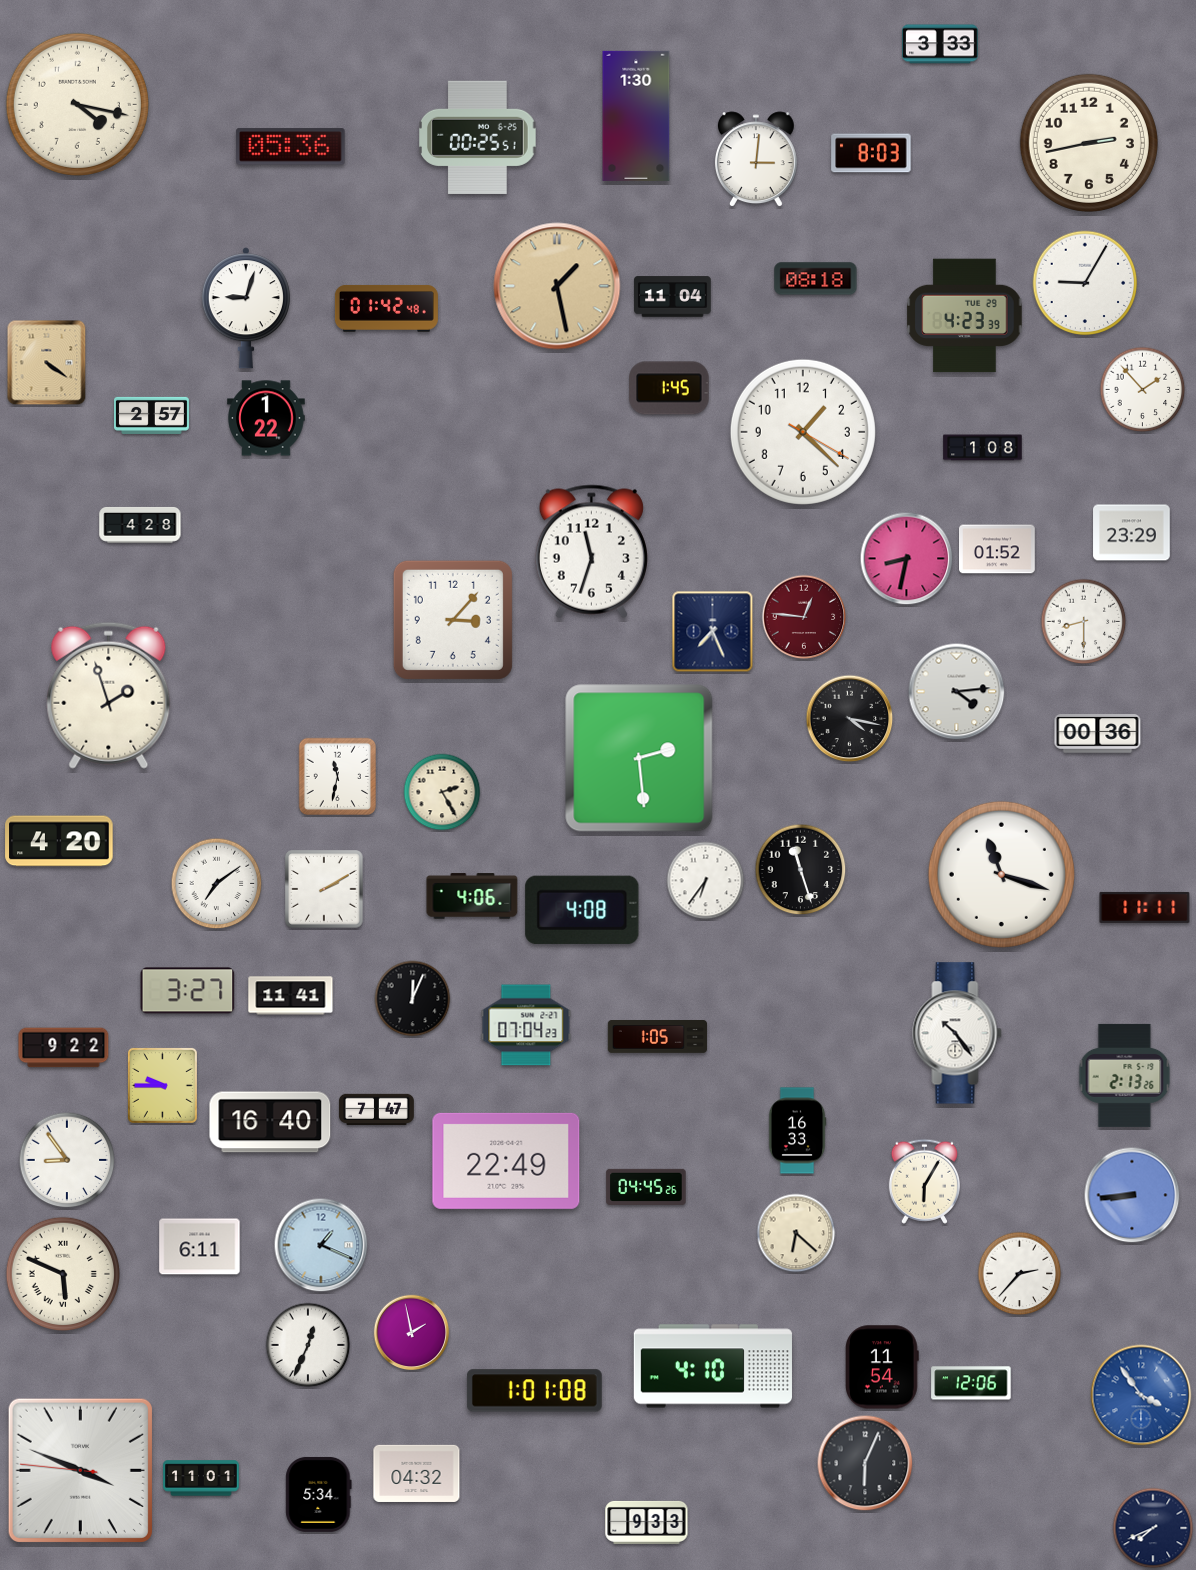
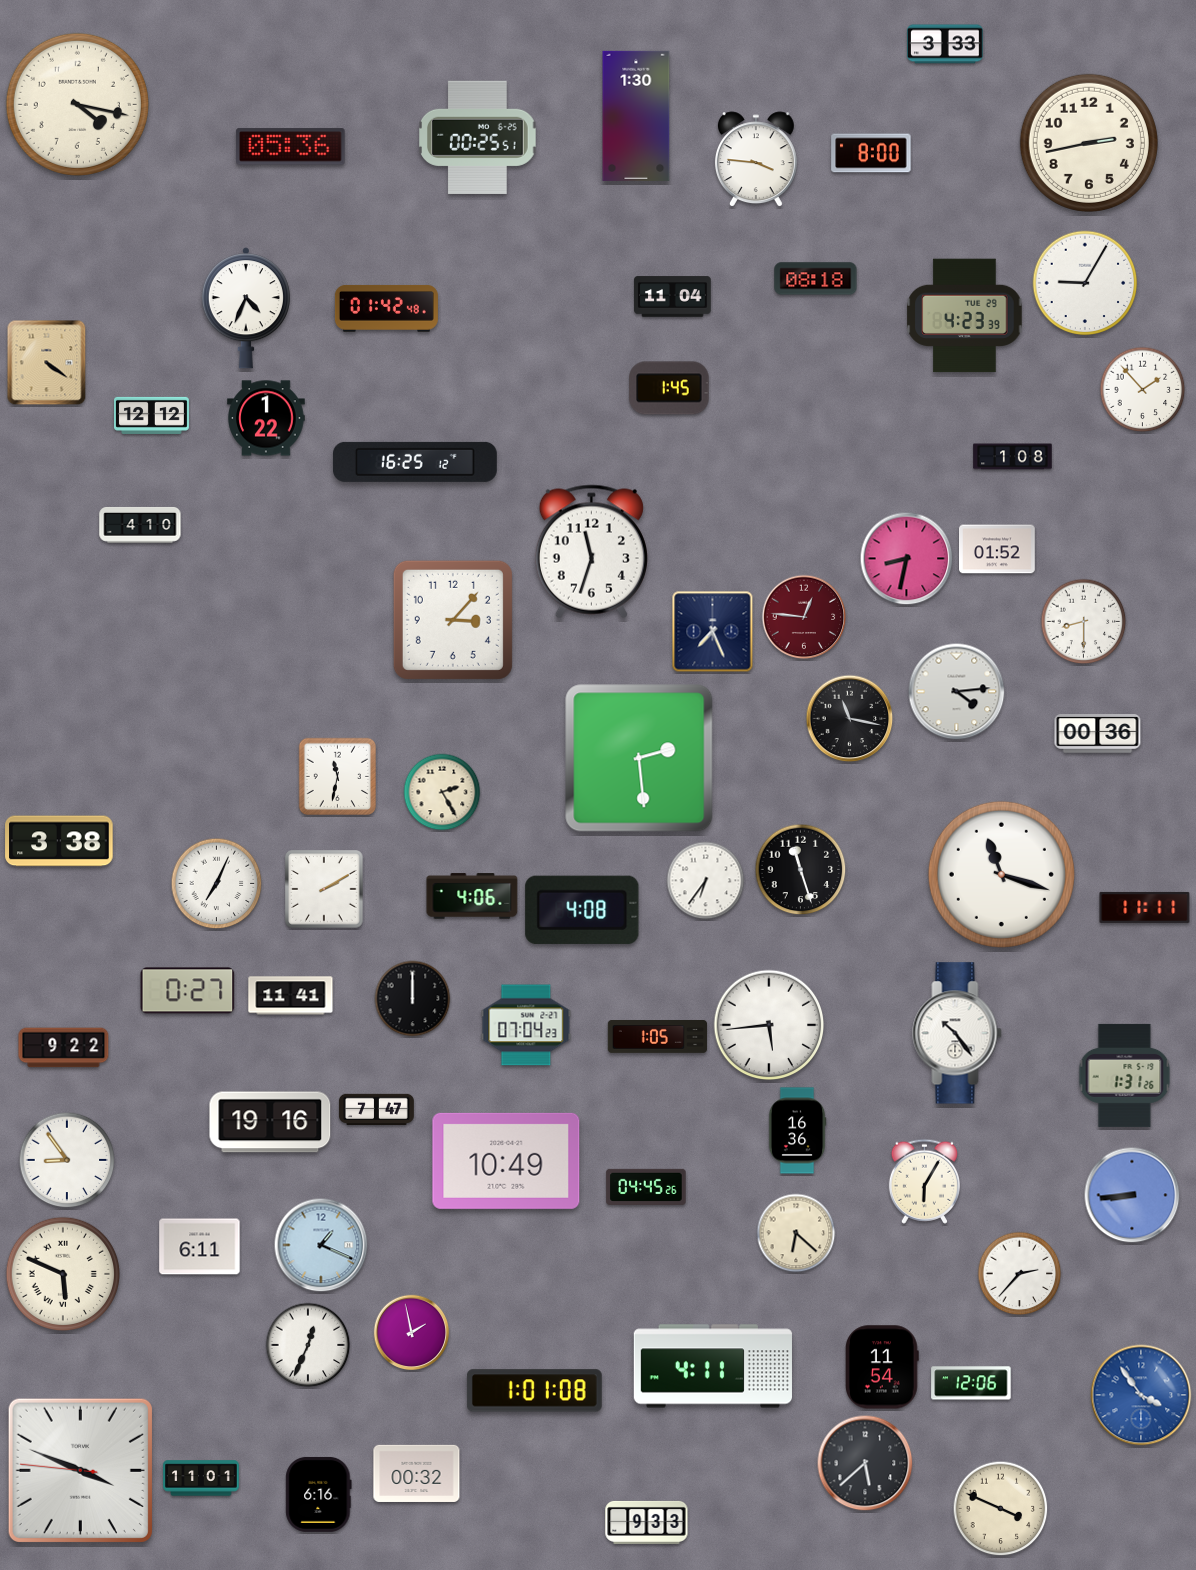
clock at (941, 44) position: (941, 44) -> (946, 44)
clock at (871, 153): 8:03 -> 8:00
clock at (756, 160): 3:01 -> 3:46
clock at (557, 286): 1:28 -> none
clock at (246, 308): 9:03 -> 4:34
clock at (152, 415): 2:57 -> 12:12
clock at (803, 432): 1:22 -> none
clock at (983, 448) position: (983, 448) -> (1013, 457)
clock at (415, 462): none -> 16:25
clock at (140, 525): 4:28 -> 4:10
clock at (1132, 533): 23:29 -> none
clock at (109, 695): 1:57 -> none
clock at (850, 719): 4:17 -> 11:17
clock at (59, 841): 4:20 -> 3:38
clock at (217, 884): 7:09 -> 7:04
clock at (188, 991): 3:27 -> 0:27
clock at (413, 999): 12:04 -> 12:00
clock at (769, 1025): none -> 5:44
clock at (1125, 1075): 2:13 -> 1:31
clock at (162, 1085): 9:45 -> none
clock at (270, 1122): 16:40 -> 19:16
clock at (797, 1131): 16:33 -> 16:36
clock at (506, 1161): 22:49 -> 10:49
clock at (713, 1366): 4:10 -> 4:11
clock at (865, 1463): 6:04 -> 5:38
clock at (417, 1473): 04:32 -> 00:32
clock at (319, 1494): 5:34 -> 6:16
clock at (1001, 1509): none -> 3:49
clock at (1153, 1528): 7:41 -> none
